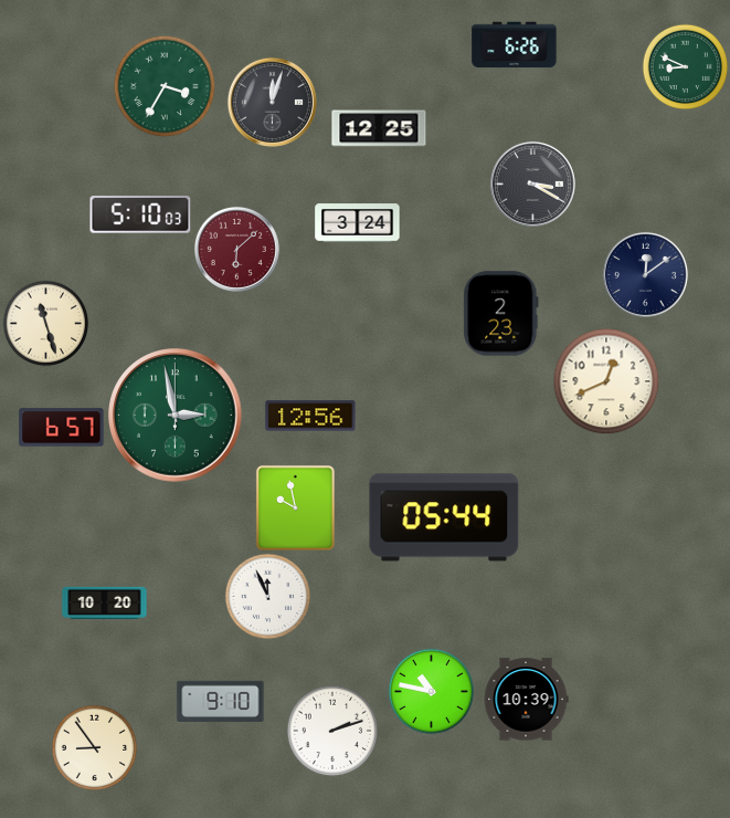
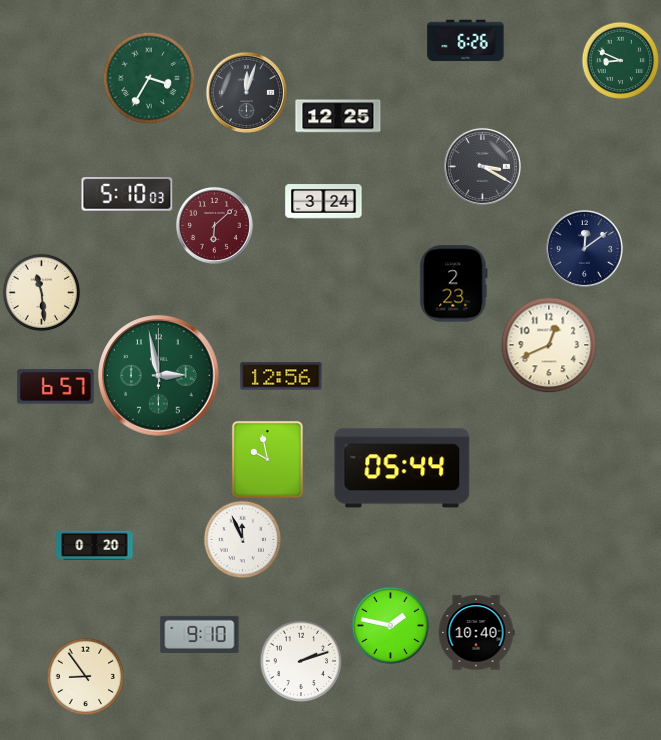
clock at (379, 128) position: (379, 128) -> (338, 116)
clock at (45, 323): 11:27 -> 11:29
clock at (105, 604): 10:20 -> 0:20
clock at (431, 691): 10:47 -> 1:47
clock at (526, 700): 10:39 -> 10:40
